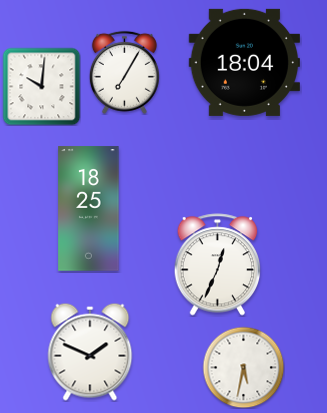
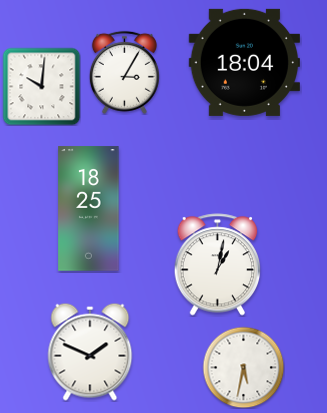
clock at (124, 72): 7:05 -> 3:05
clock at (218, 265): 12:34 -> 1:02
